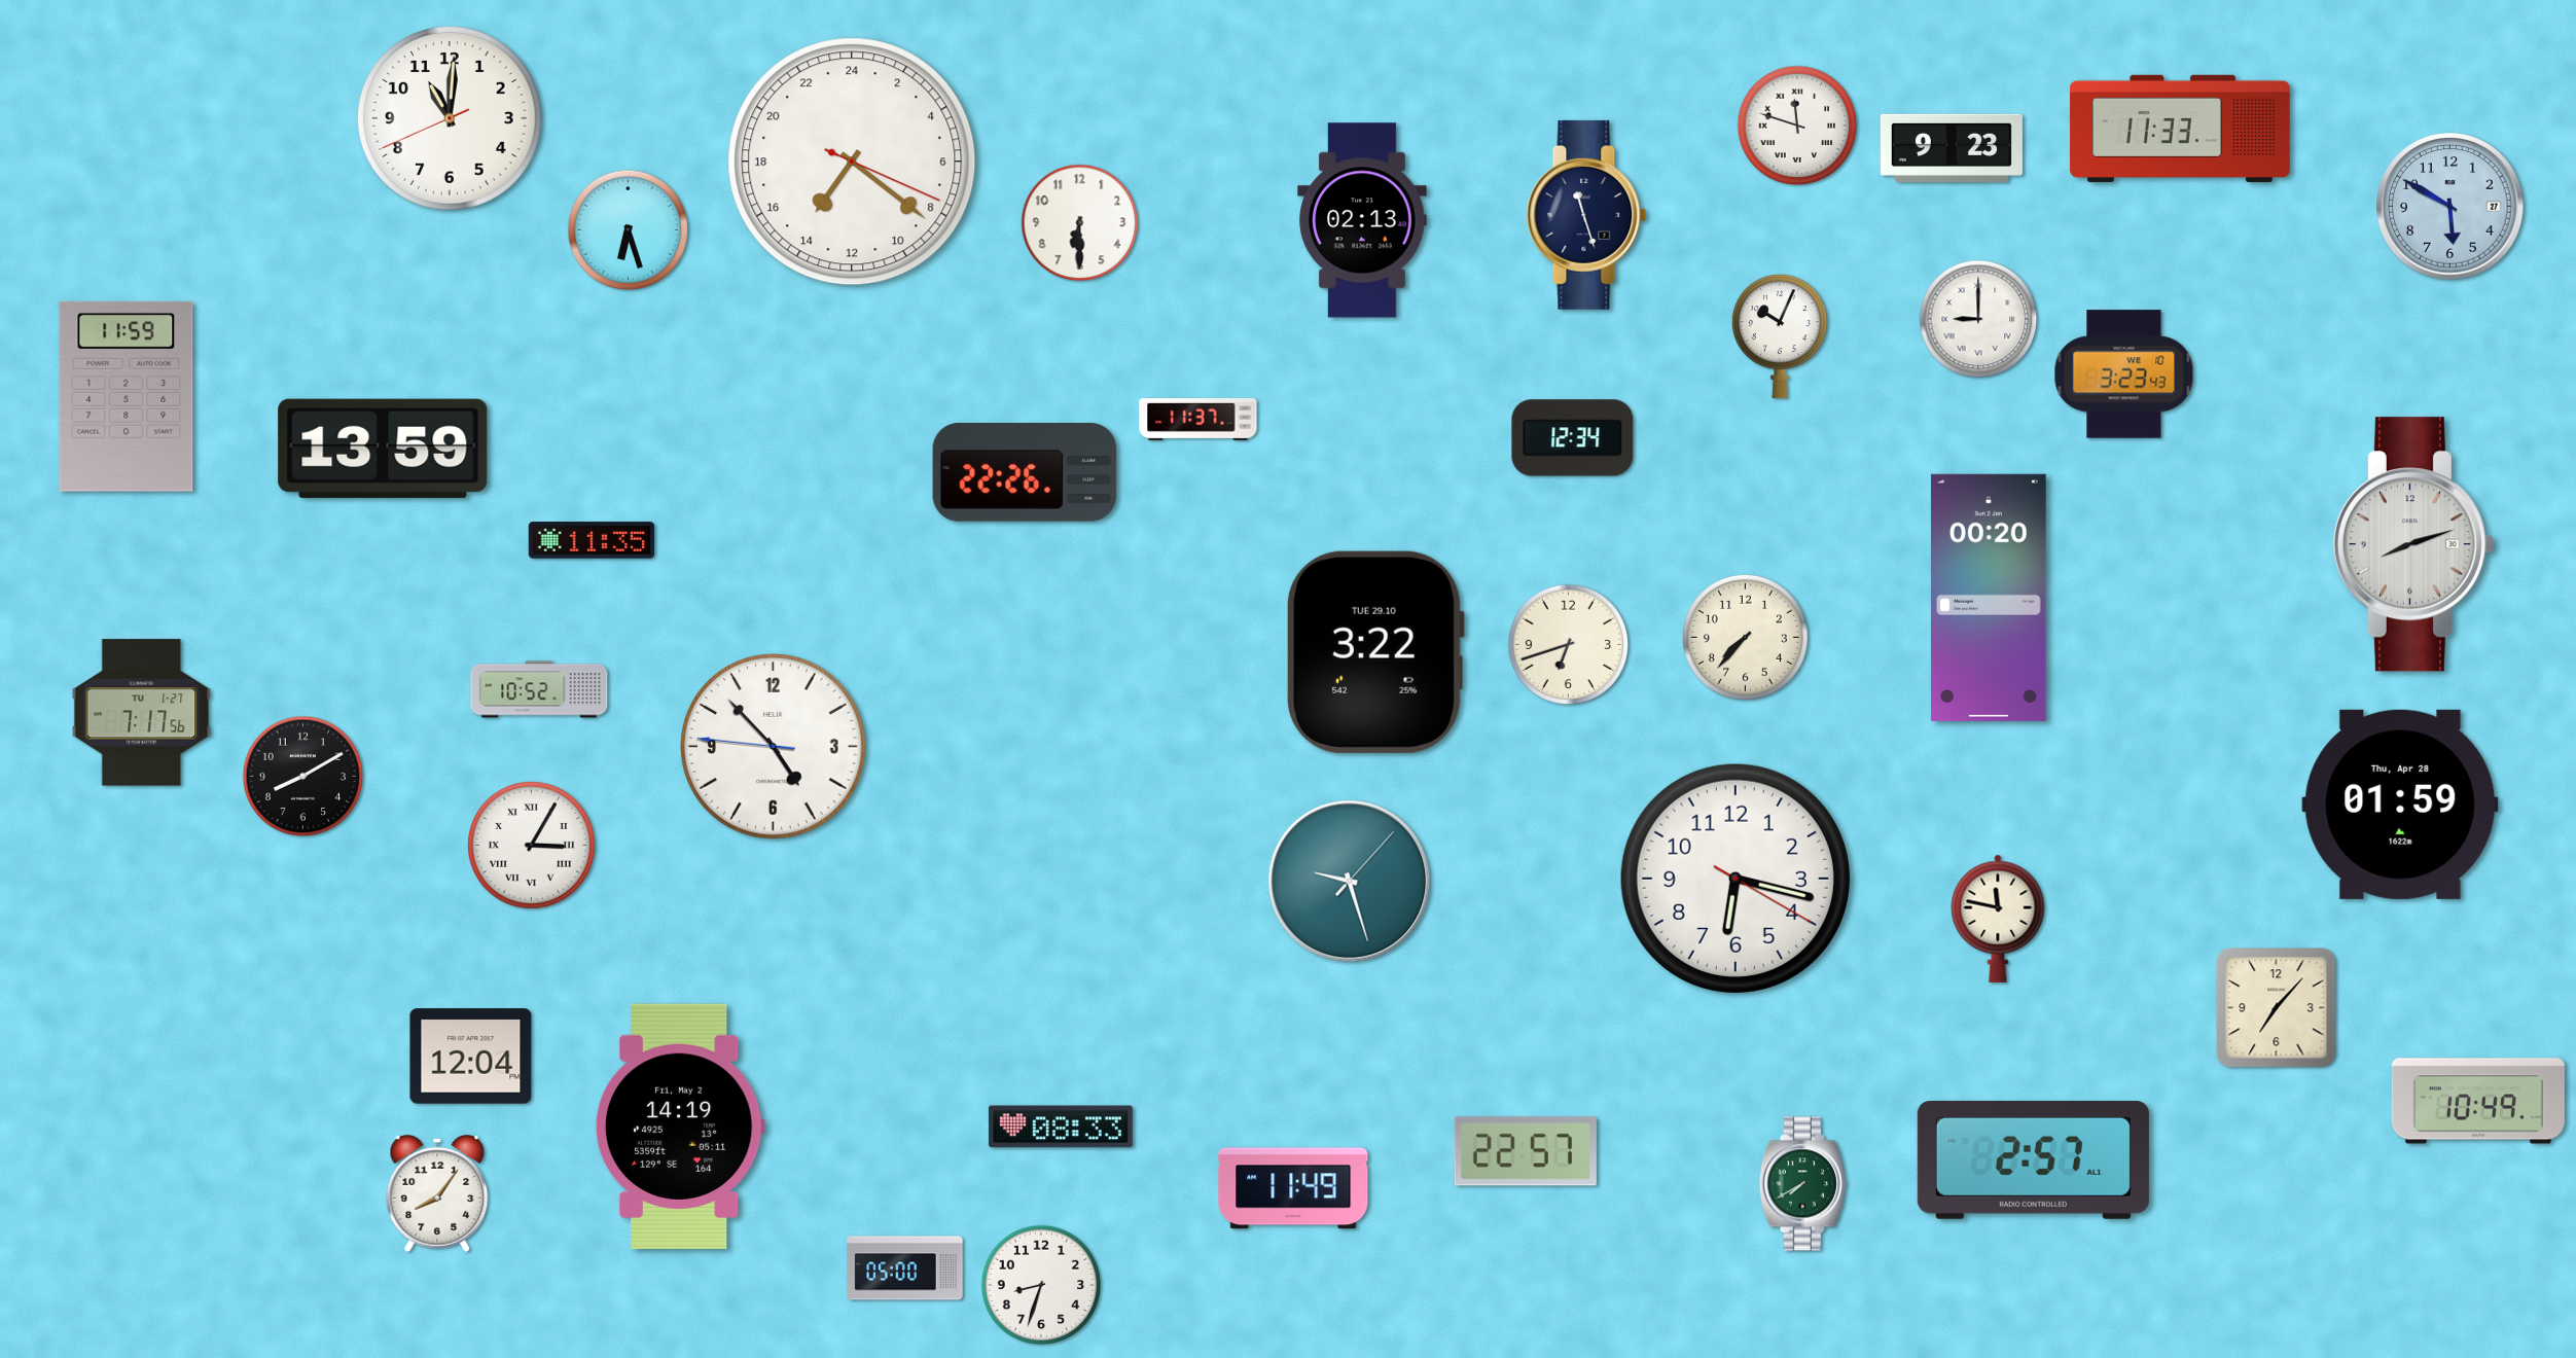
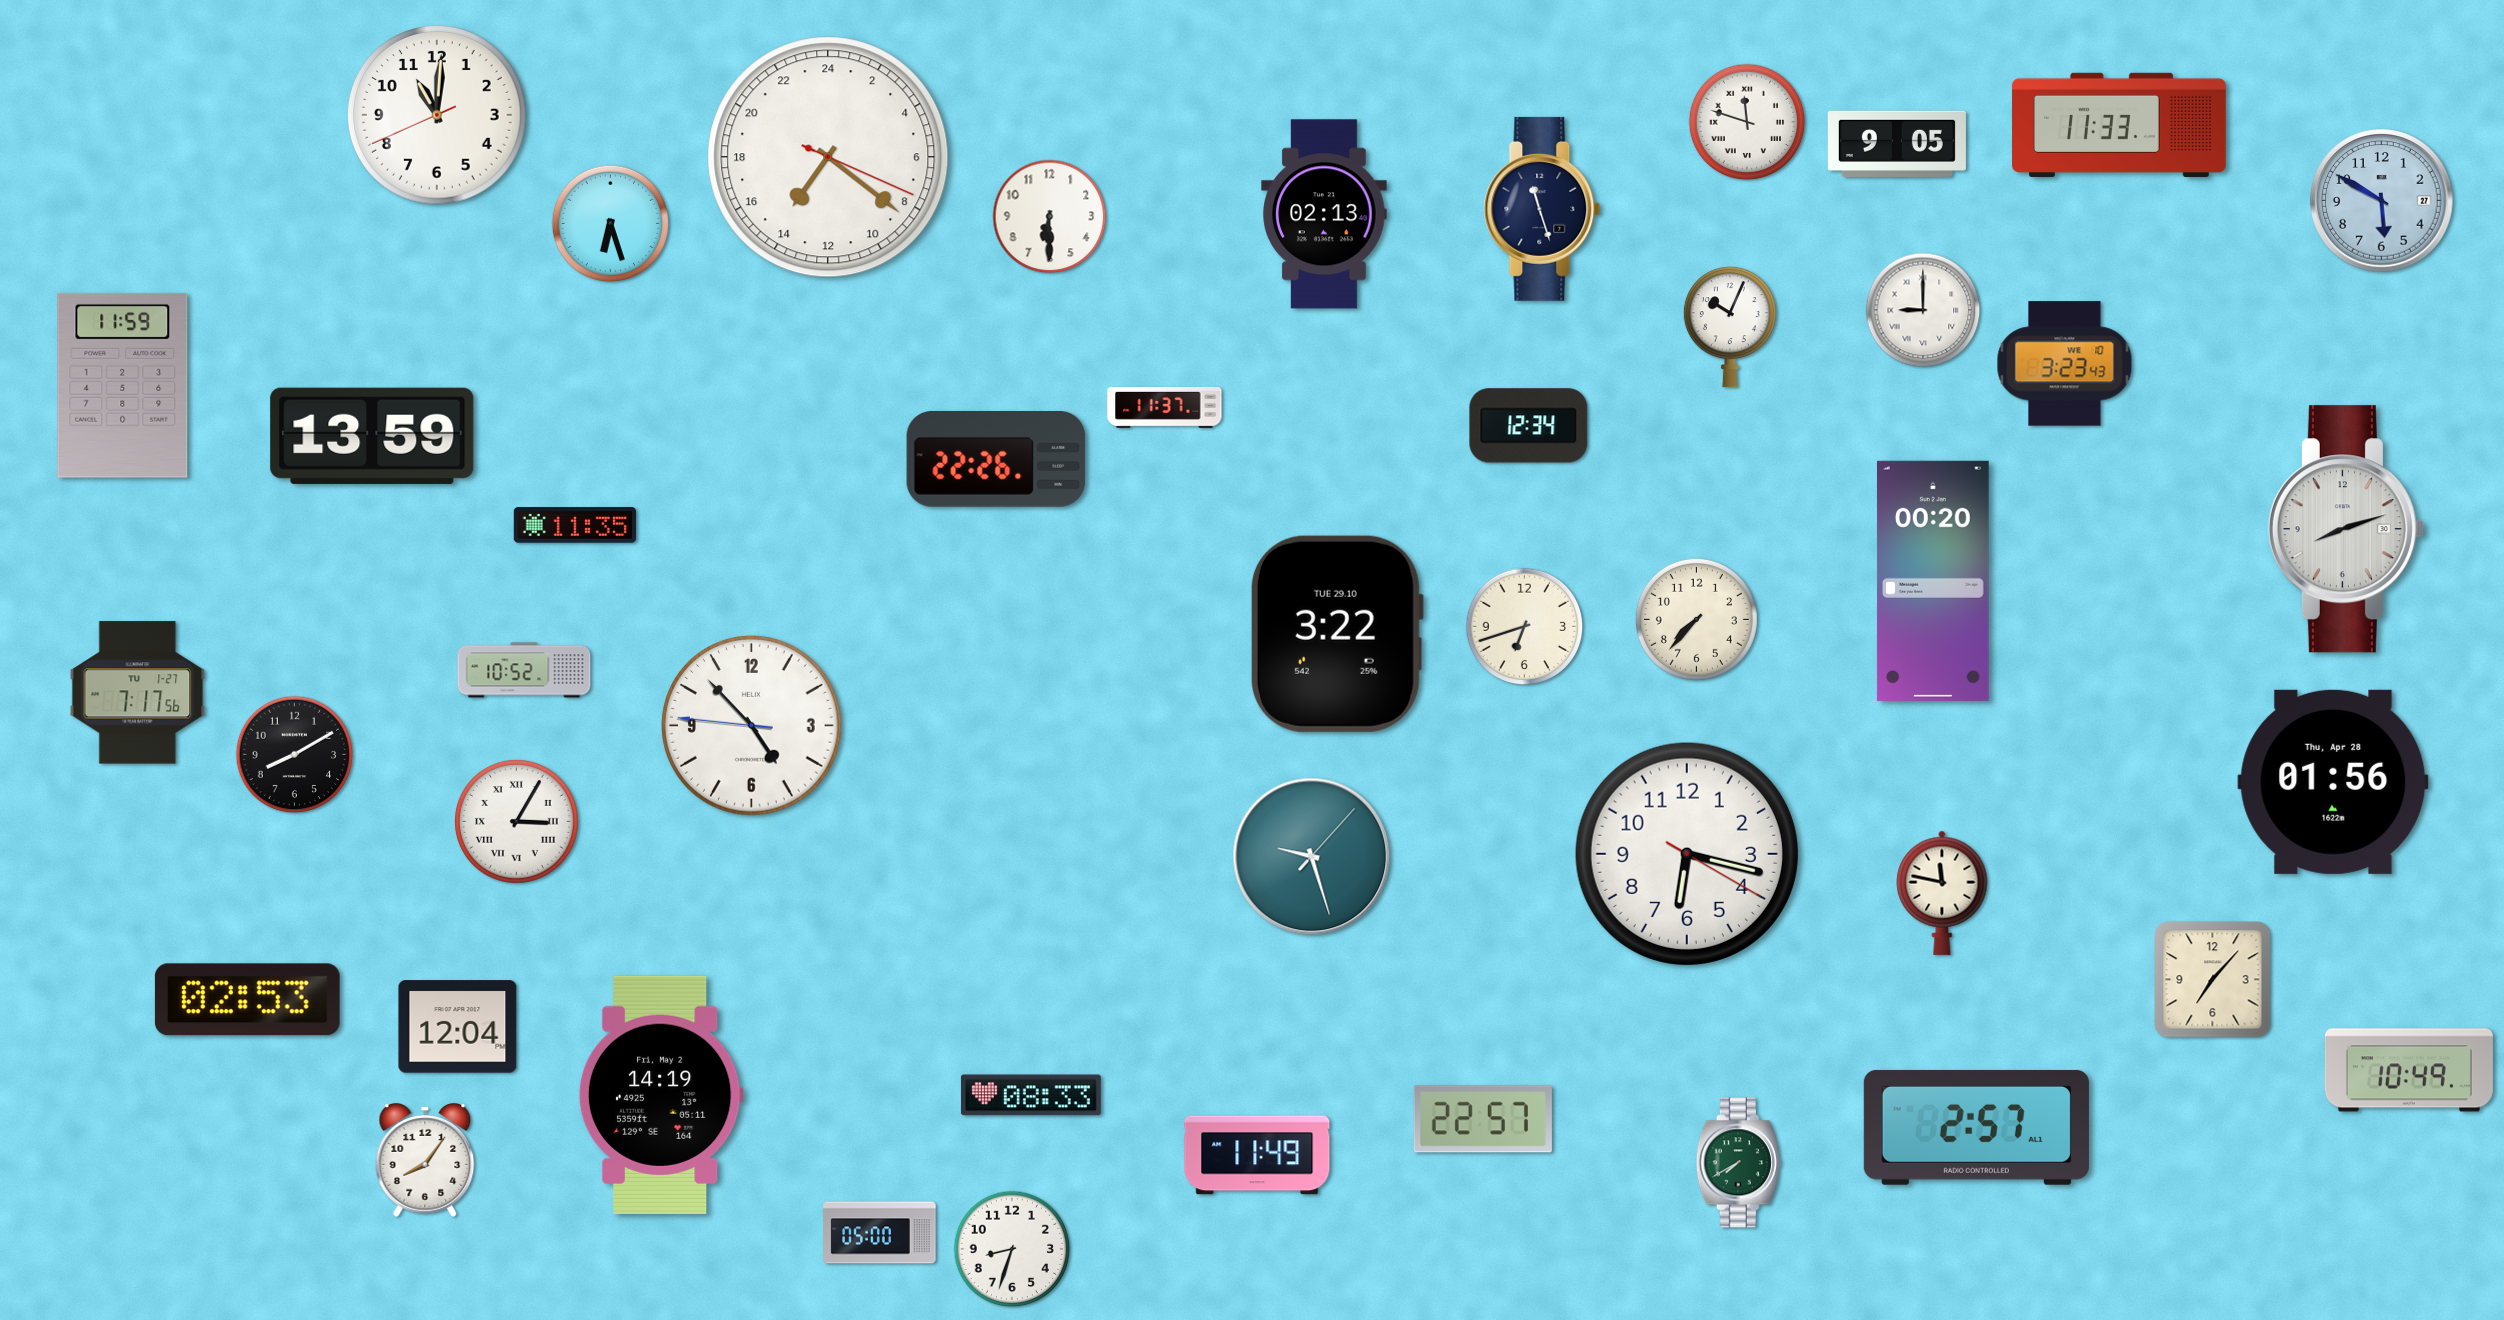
clock at (1952, 148): 9:23 -> 9:05
clock at (2400, 805): 01:59 -> 01:56
clock at (247, 1000): none -> 02:53
clock at (1802, 1184) position: (1802, 1184) -> (1738, 1163)
